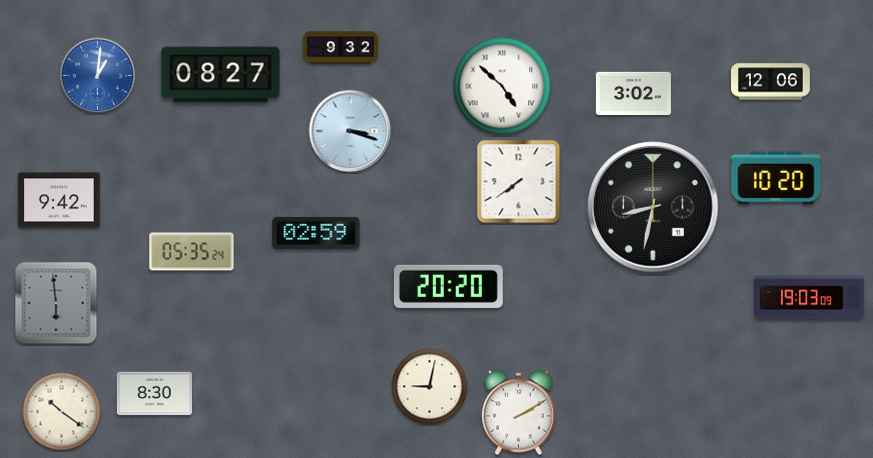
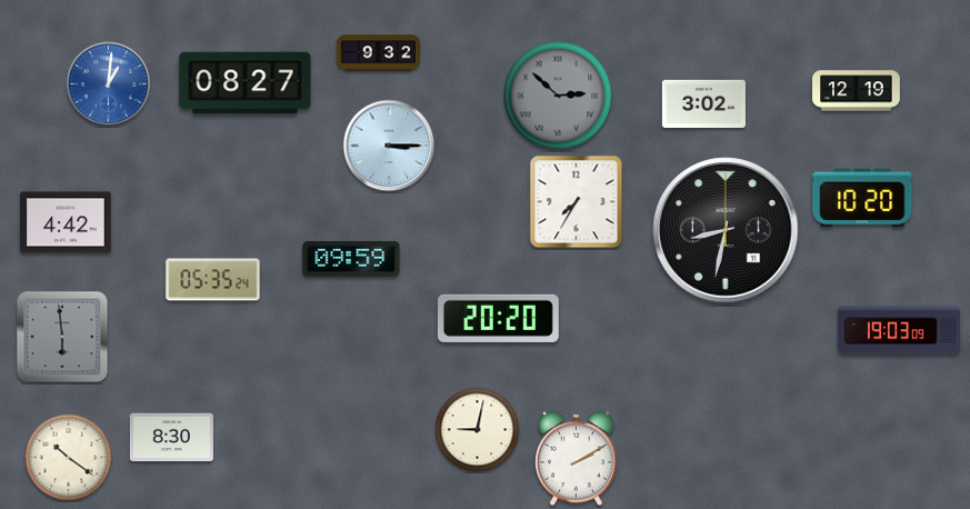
clock at (771, 82): 12:06 -> 12:19
clock at (502, 86): 4:52 -> 2:52
clock at (502, 86) dial: white -> grey
clock at (350, 131): 3:18 -> 3:15
clock at (519, 182): 7:39 -> 7:35
clock at (59, 200): 9:42 -> 4:42
clock at (316, 233): 02:59 -> 09:59
